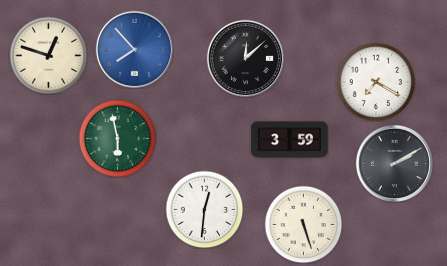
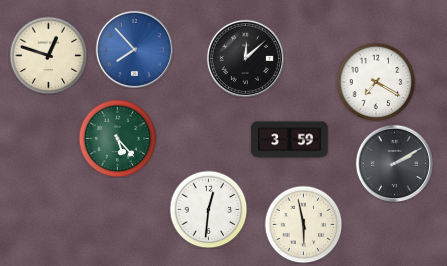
clock at (117, 138): 5:58 -> 5:23
clock at (204, 209) position: (204, 209) -> (208, 209)
clock at (303, 224): 5:27 -> 5:58
